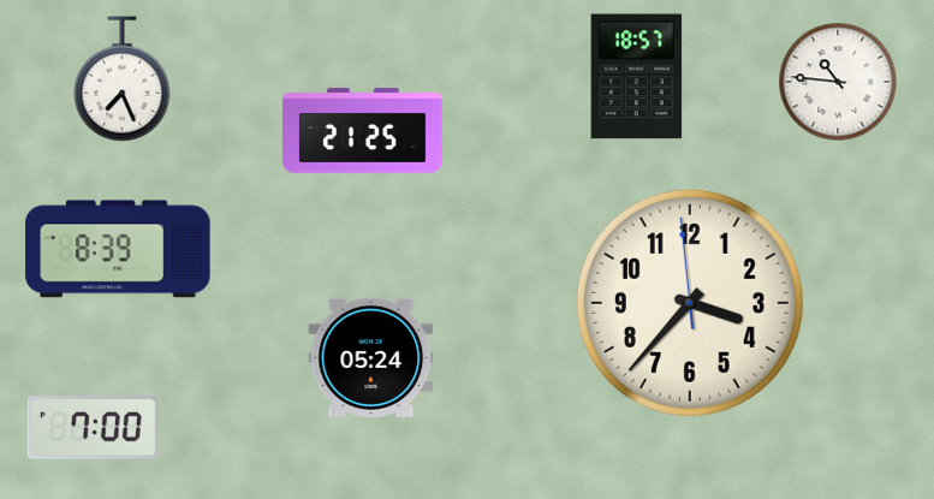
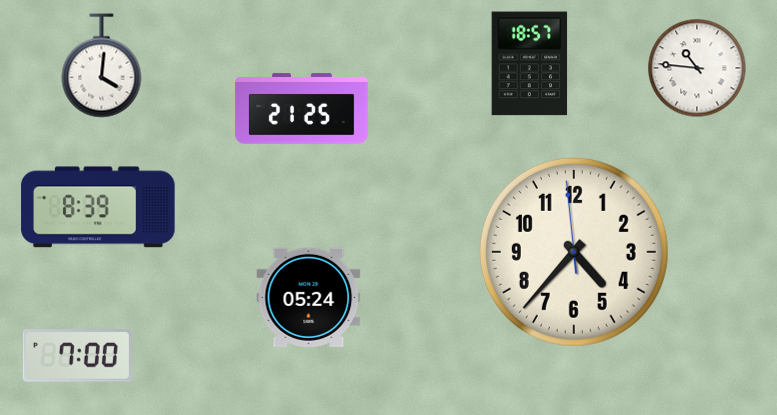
clock at (123, 79): 7:26 -> 4:01
clock at (690, 303): 3:36 -> 4:36
